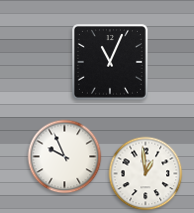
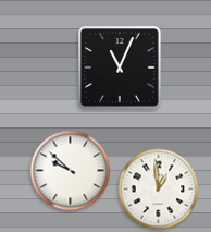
clock at (65, 157): 9:56 -> 9:52
